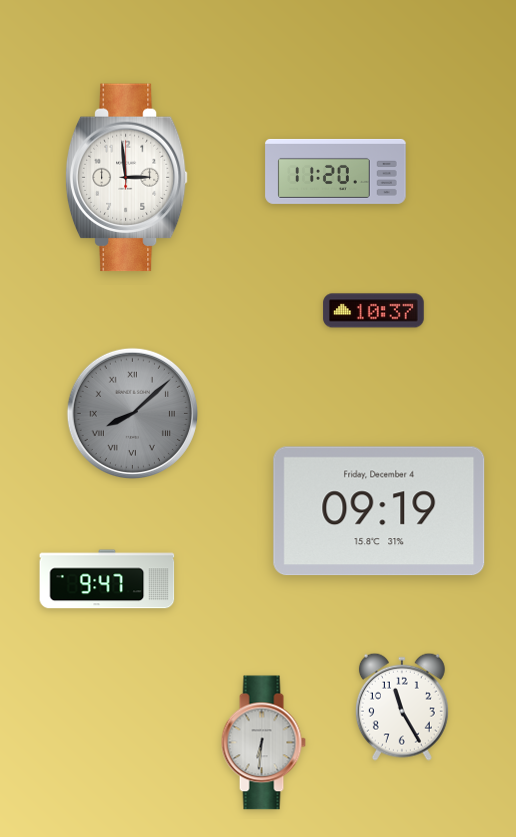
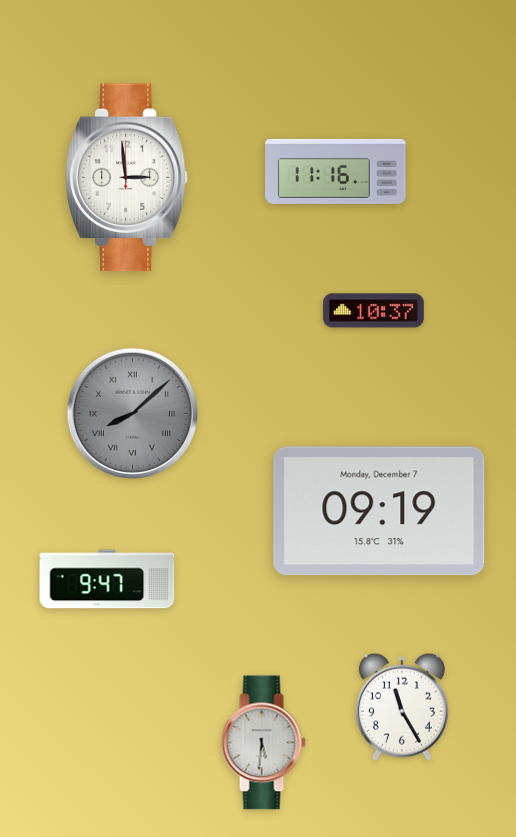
clock at (336, 171): 11:20 -> 11:16
clock at (379, 511) date: Friday, December 4 -> Monday, December 7
clock at (263, 743): 6:31 -> 5:31
